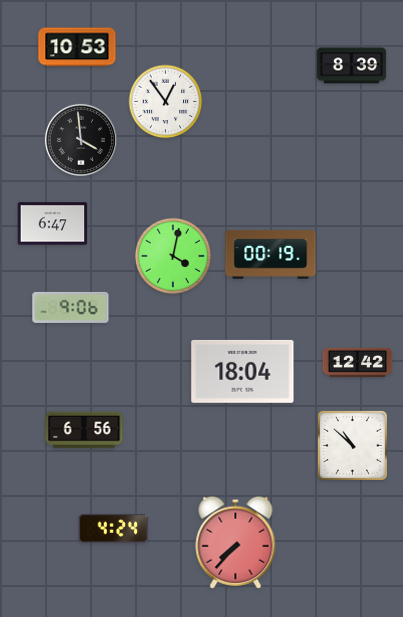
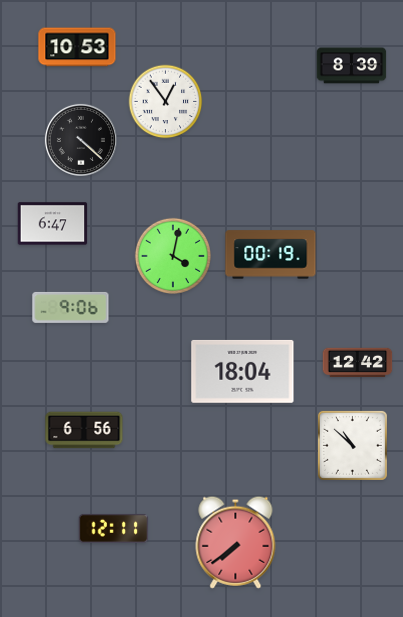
clock at (81, 140): 3:59 -> 4:22
clock at (114, 528): 4:24 -> 12:11
clock at (236, 542): 7:37 -> 7:39
